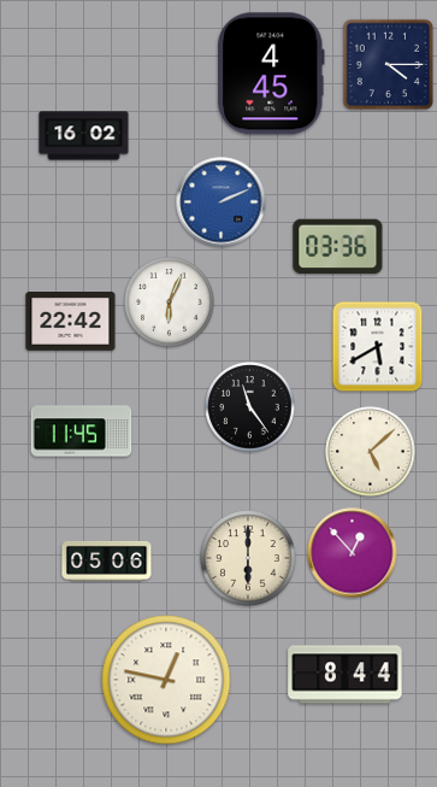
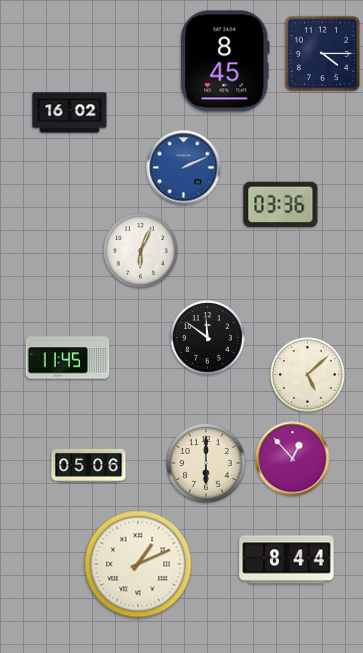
clock at (271, 74): 4:45 -> 8:45
clock at (71, 322): 22:42 -> none
clock at (378, 347): 5:40 -> none
clock at (250, 407): 11:24 -> 11:51
clock at (166, 680): 12:47 -> 1:11
